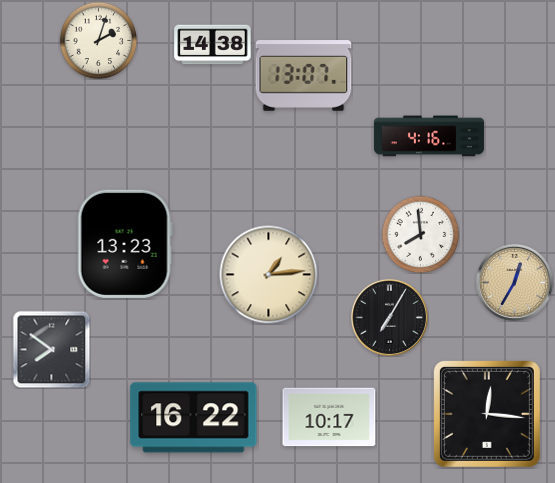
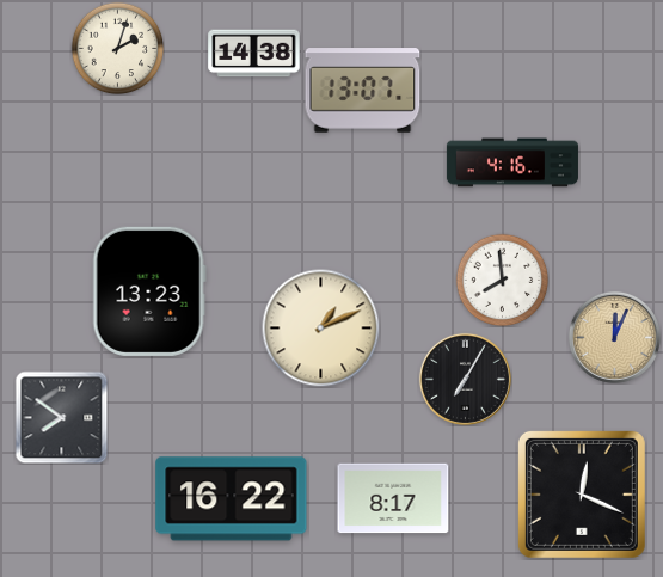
clock at (269, 275): 1:14 -> 1:11
clock at (514, 282): 12:35 -> 12:04
clock at (487, 414): 12:16 -> 12:19
clock at (329, 417): 10:17 -> 8:17
